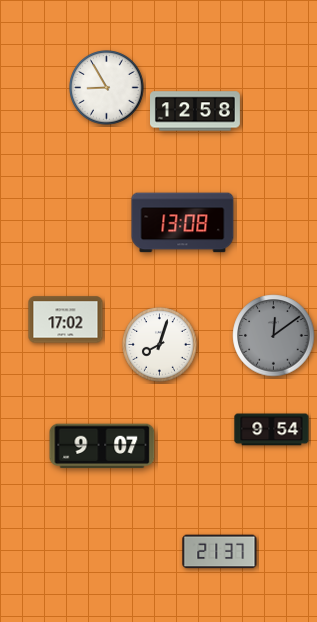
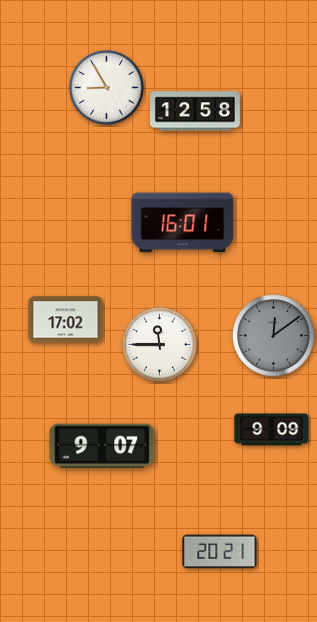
clock at (183, 223): 13:08 -> 16:01
clock at (160, 345): 8:03 -> 11:45
clock at (272, 430): 9:54 -> 9:09
clock at (220, 552): 21:37 -> 20:21
